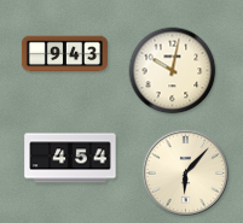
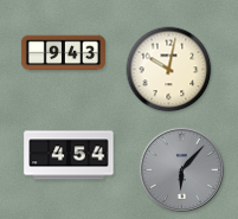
clock at (185, 172) dial: cream -> grey
